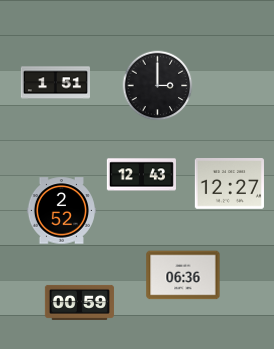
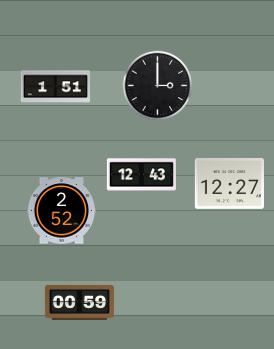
clock at (55, 83) position: (55, 83) -> (55, 87)
clock at (183, 275): 06:36 -> none
